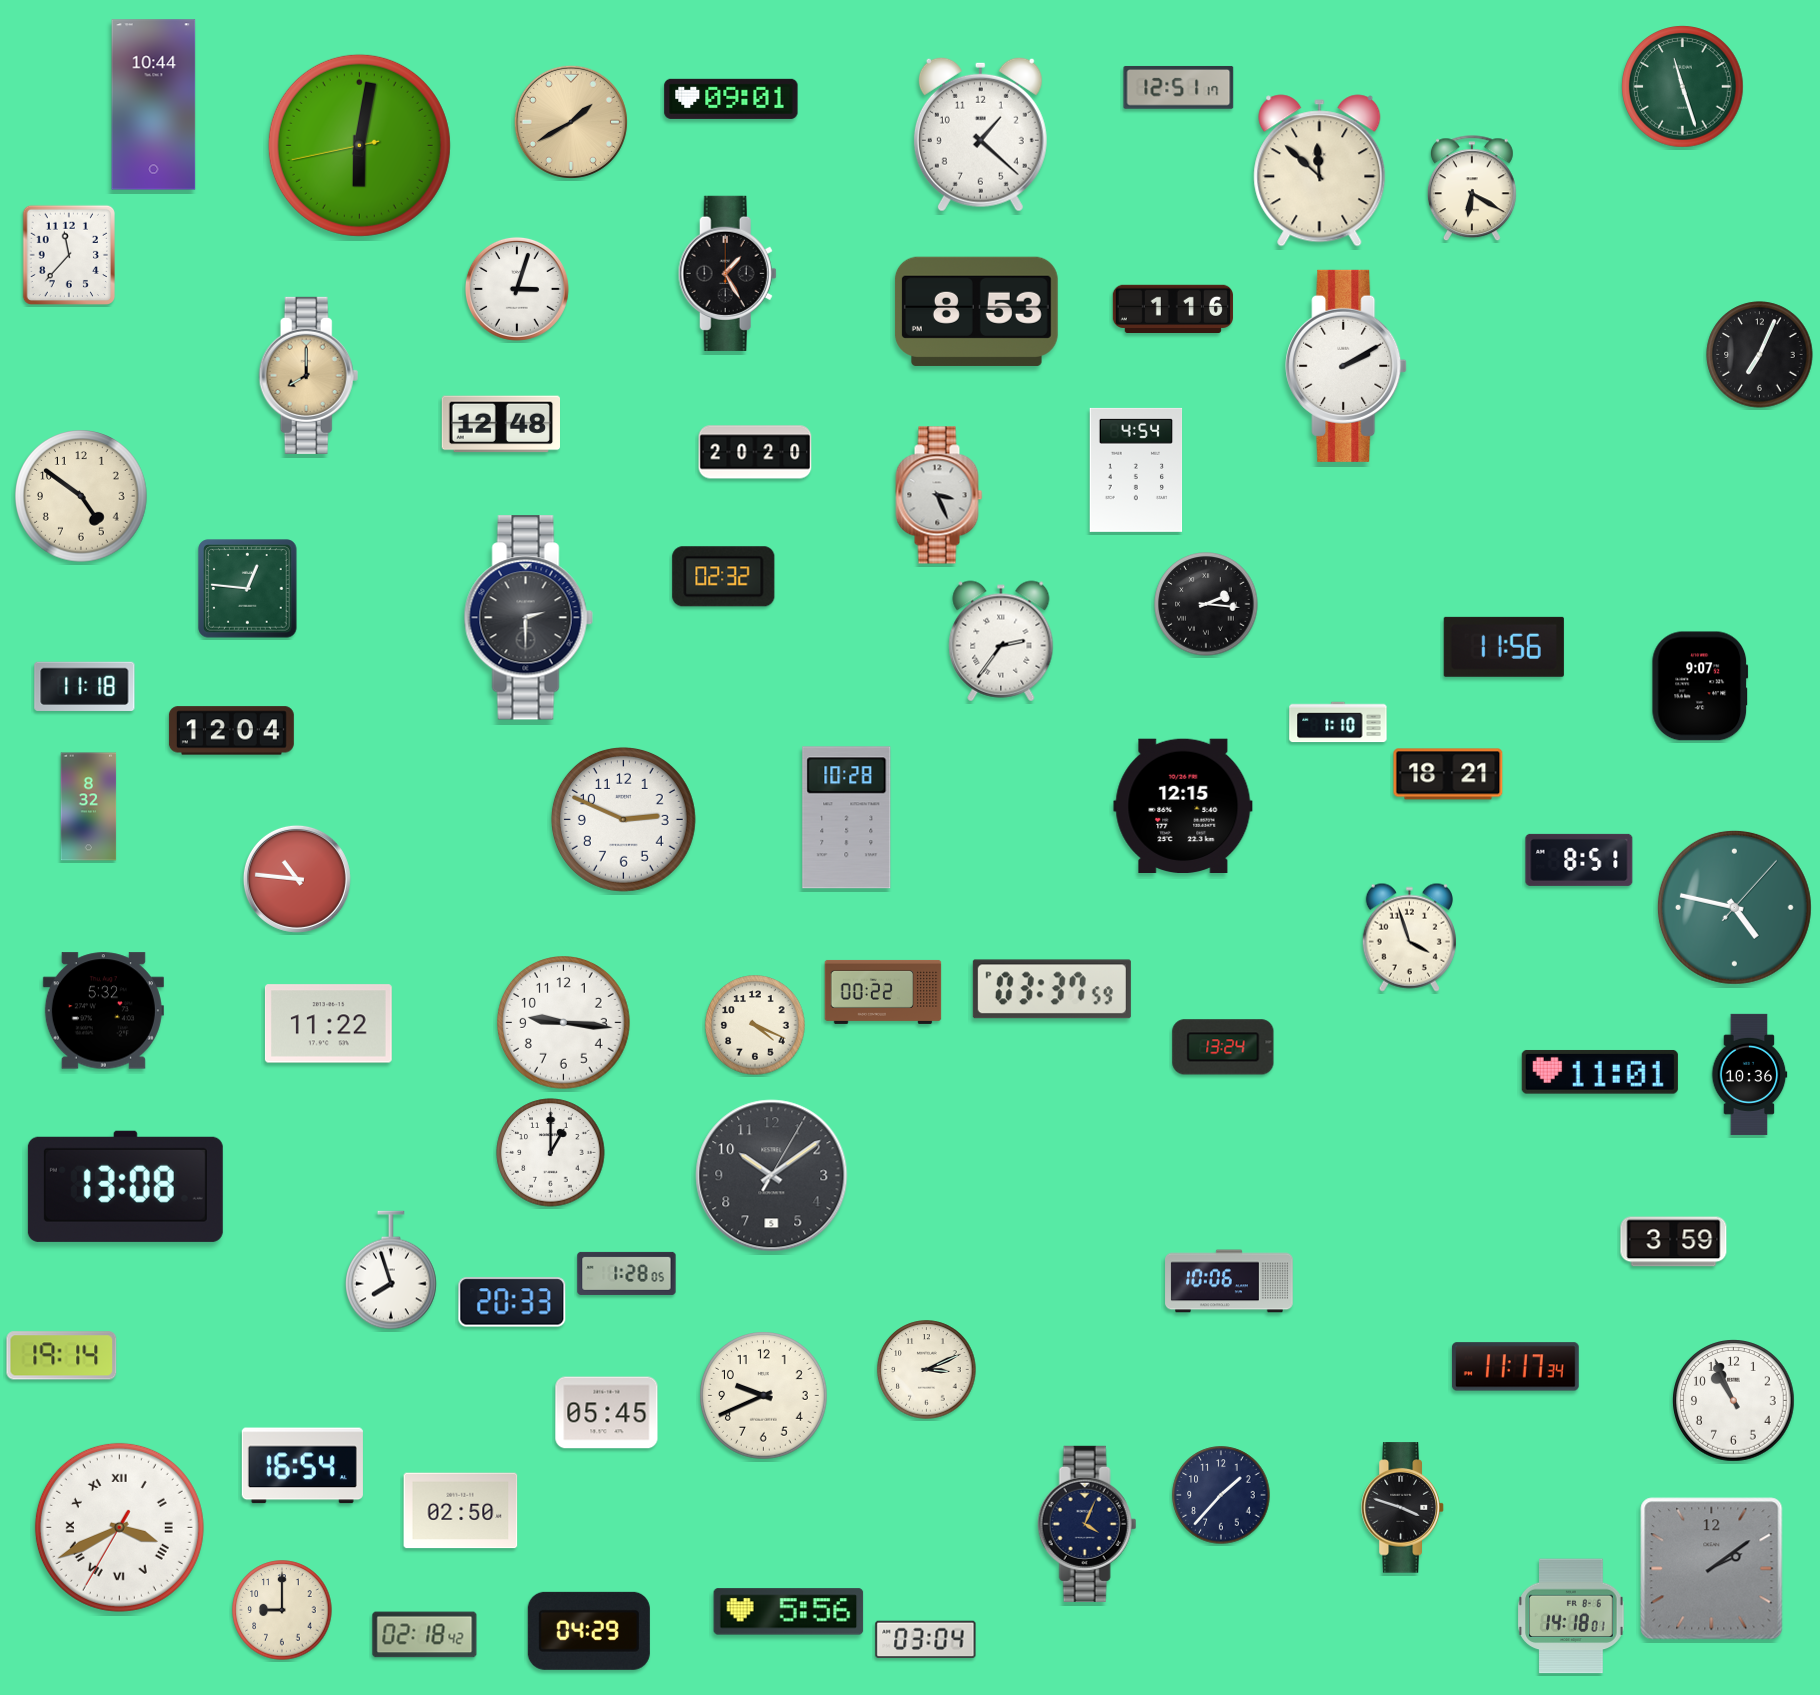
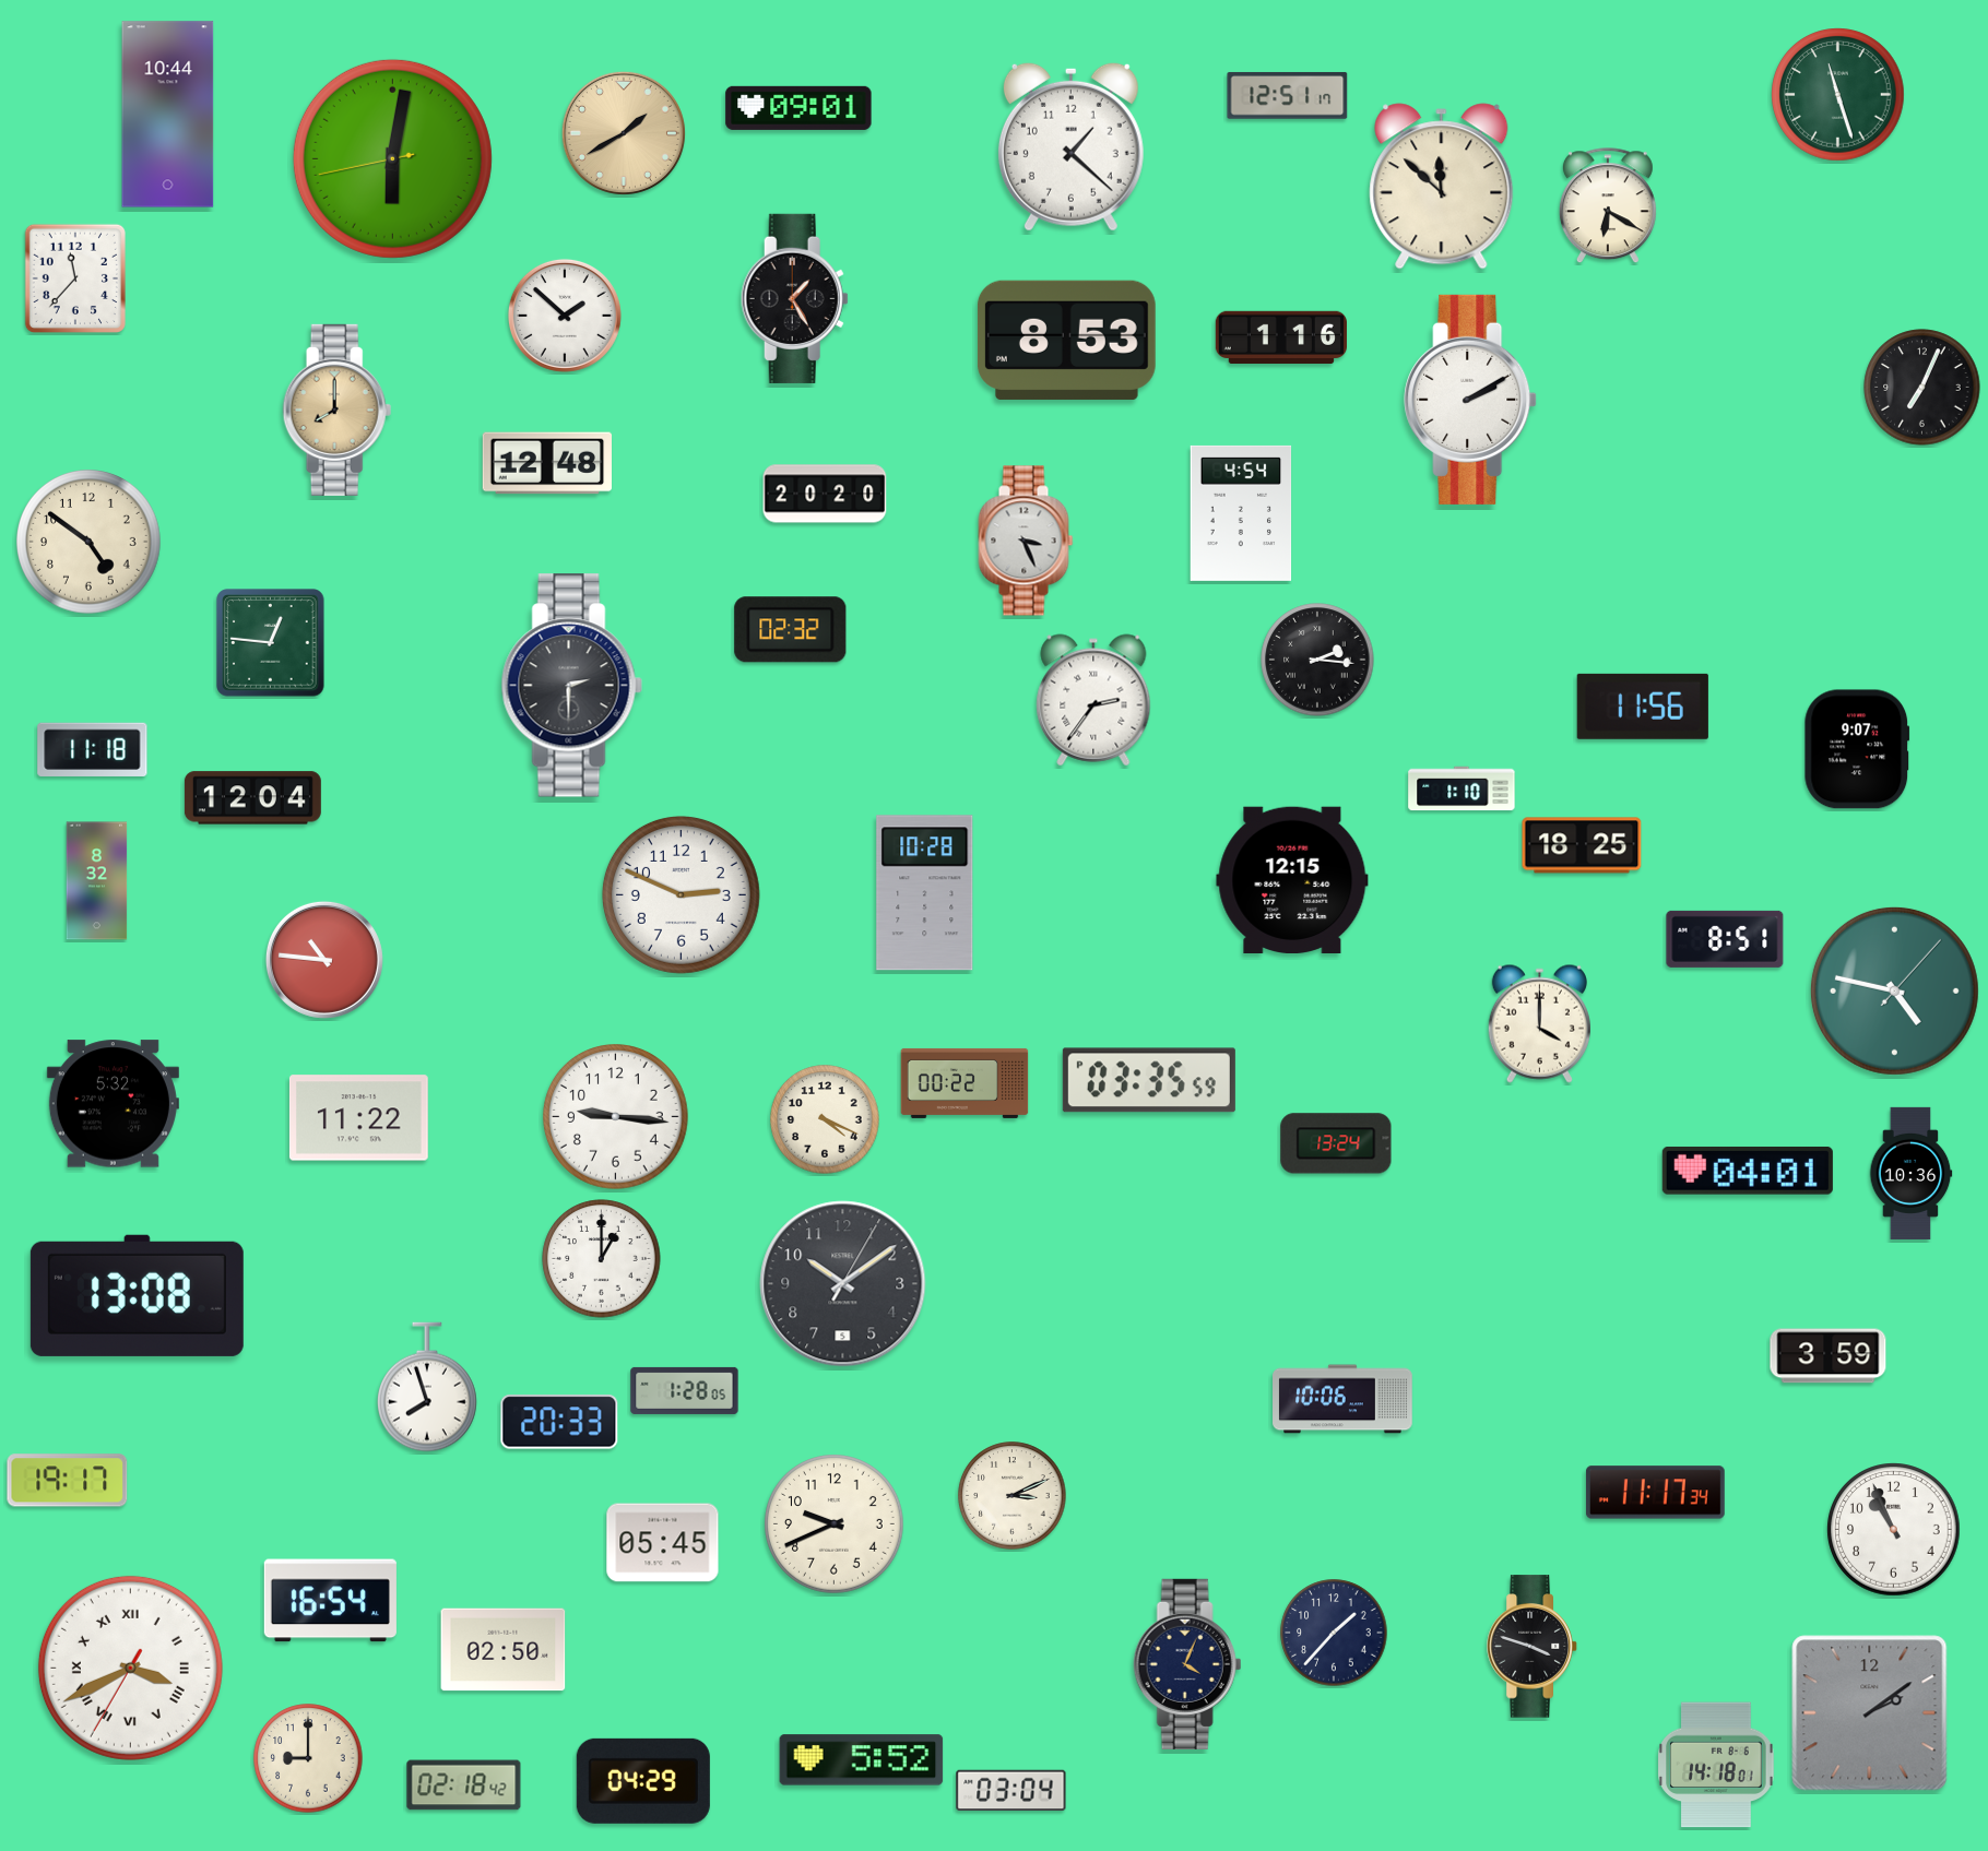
clock at (517, 289): 3:03 -> 1:52
clock at (528, 618) position: (528, 618) -> (571, 686)
clock at (1448, 774): 18:21 -> 18:25
clock at (1409, 937): 3:57 -> 4:00
clock at (1052, 989): 03:37 -> 03:35
clock at (1600, 1072): 11:01 -> 04:01
clock at (62, 1356): 19:14 -> 19:17
clock at (789, 1612): 5:56 -> 5:52
